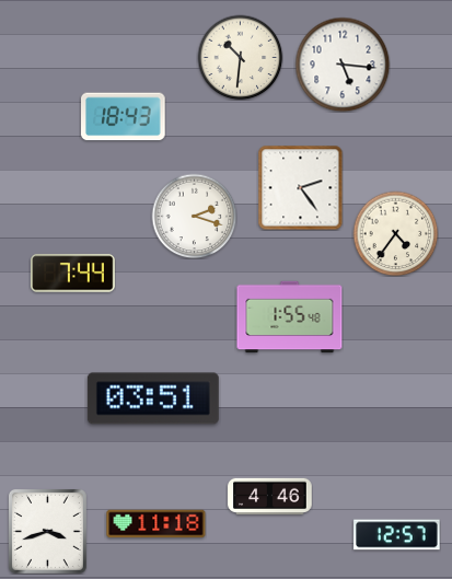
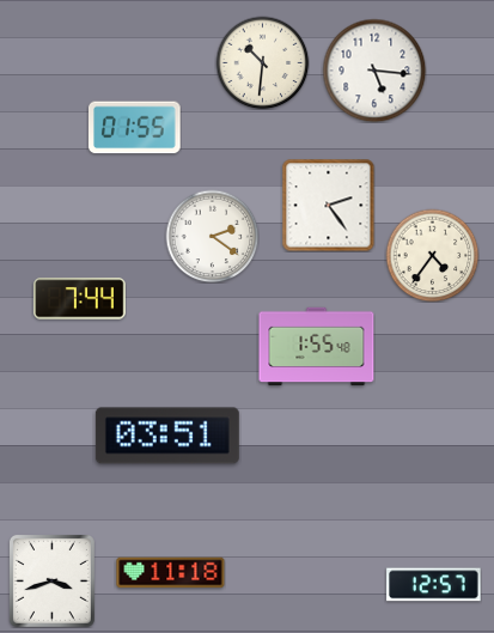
clock at (124, 117): 18:43 -> 01:55
clock at (194, 216): 2:18 -> 2:21
clock at (270, 497): 4:46 -> none
